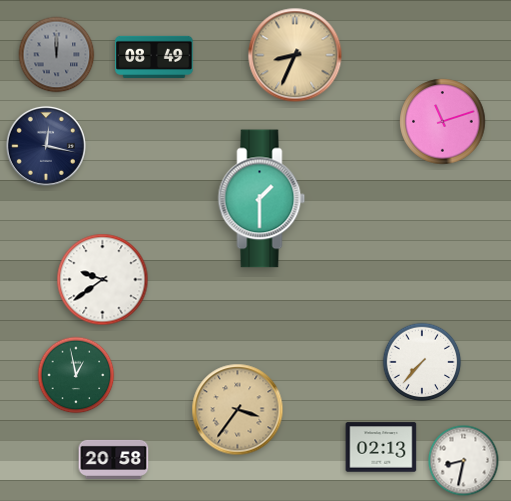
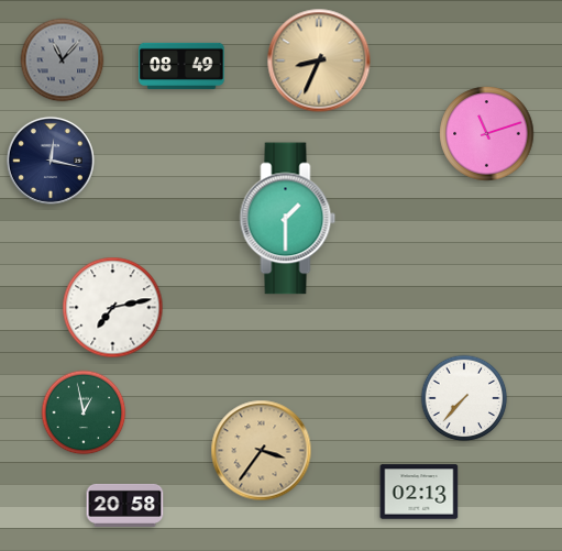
clock at (57, 55): 12:00 -> 11:07
clock at (295, 55) position: (295, 55) -> (319, 60)
clock at (154, 56) position: (154, 56) -> (181, 65)
clock at (103, 280): 9:39 -> 7:13
clock at (464, 461): 8:32 -> none
